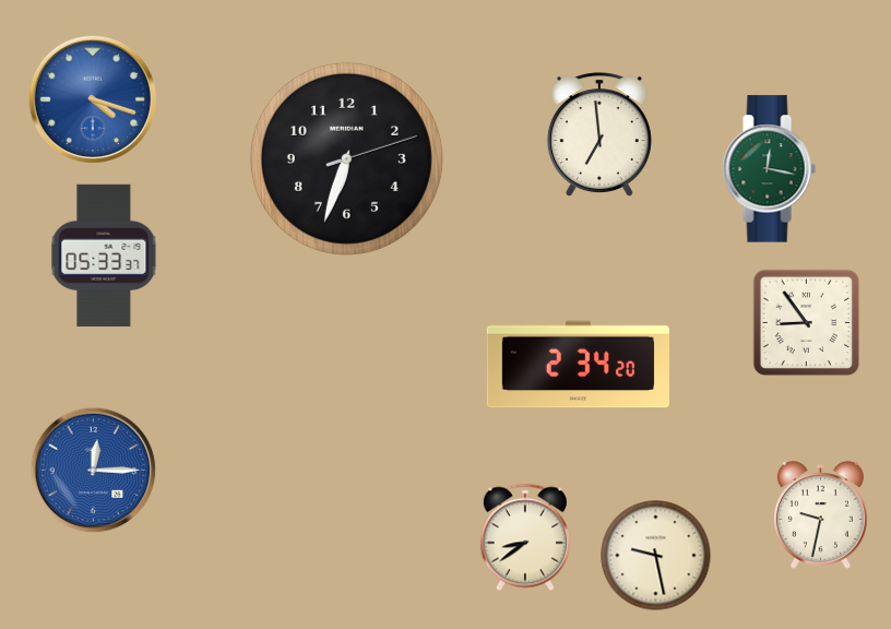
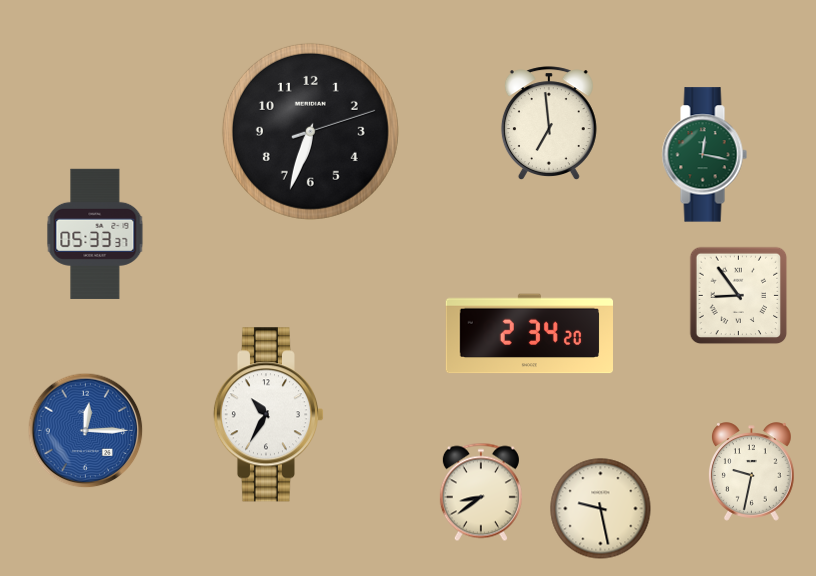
clock at (92, 98): 4:18 -> none
clock at (346, 158) position: (346, 158) -> (310, 131)
clock at (268, 415): none -> 10:35
